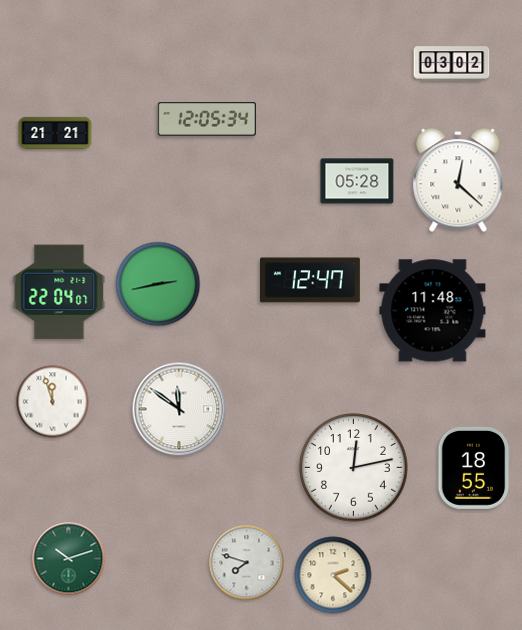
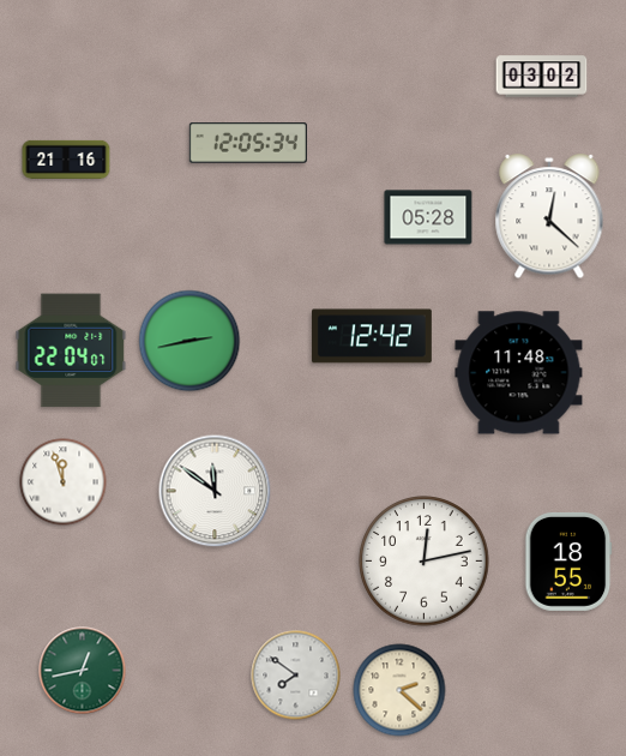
clock at (55, 133): 21:21 -> 21:16
clock at (310, 280): 12:47 -> 12:42
clock at (69, 559): 10:12 -> 12:43
clock at (247, 563): 7:48 -> 7:51
